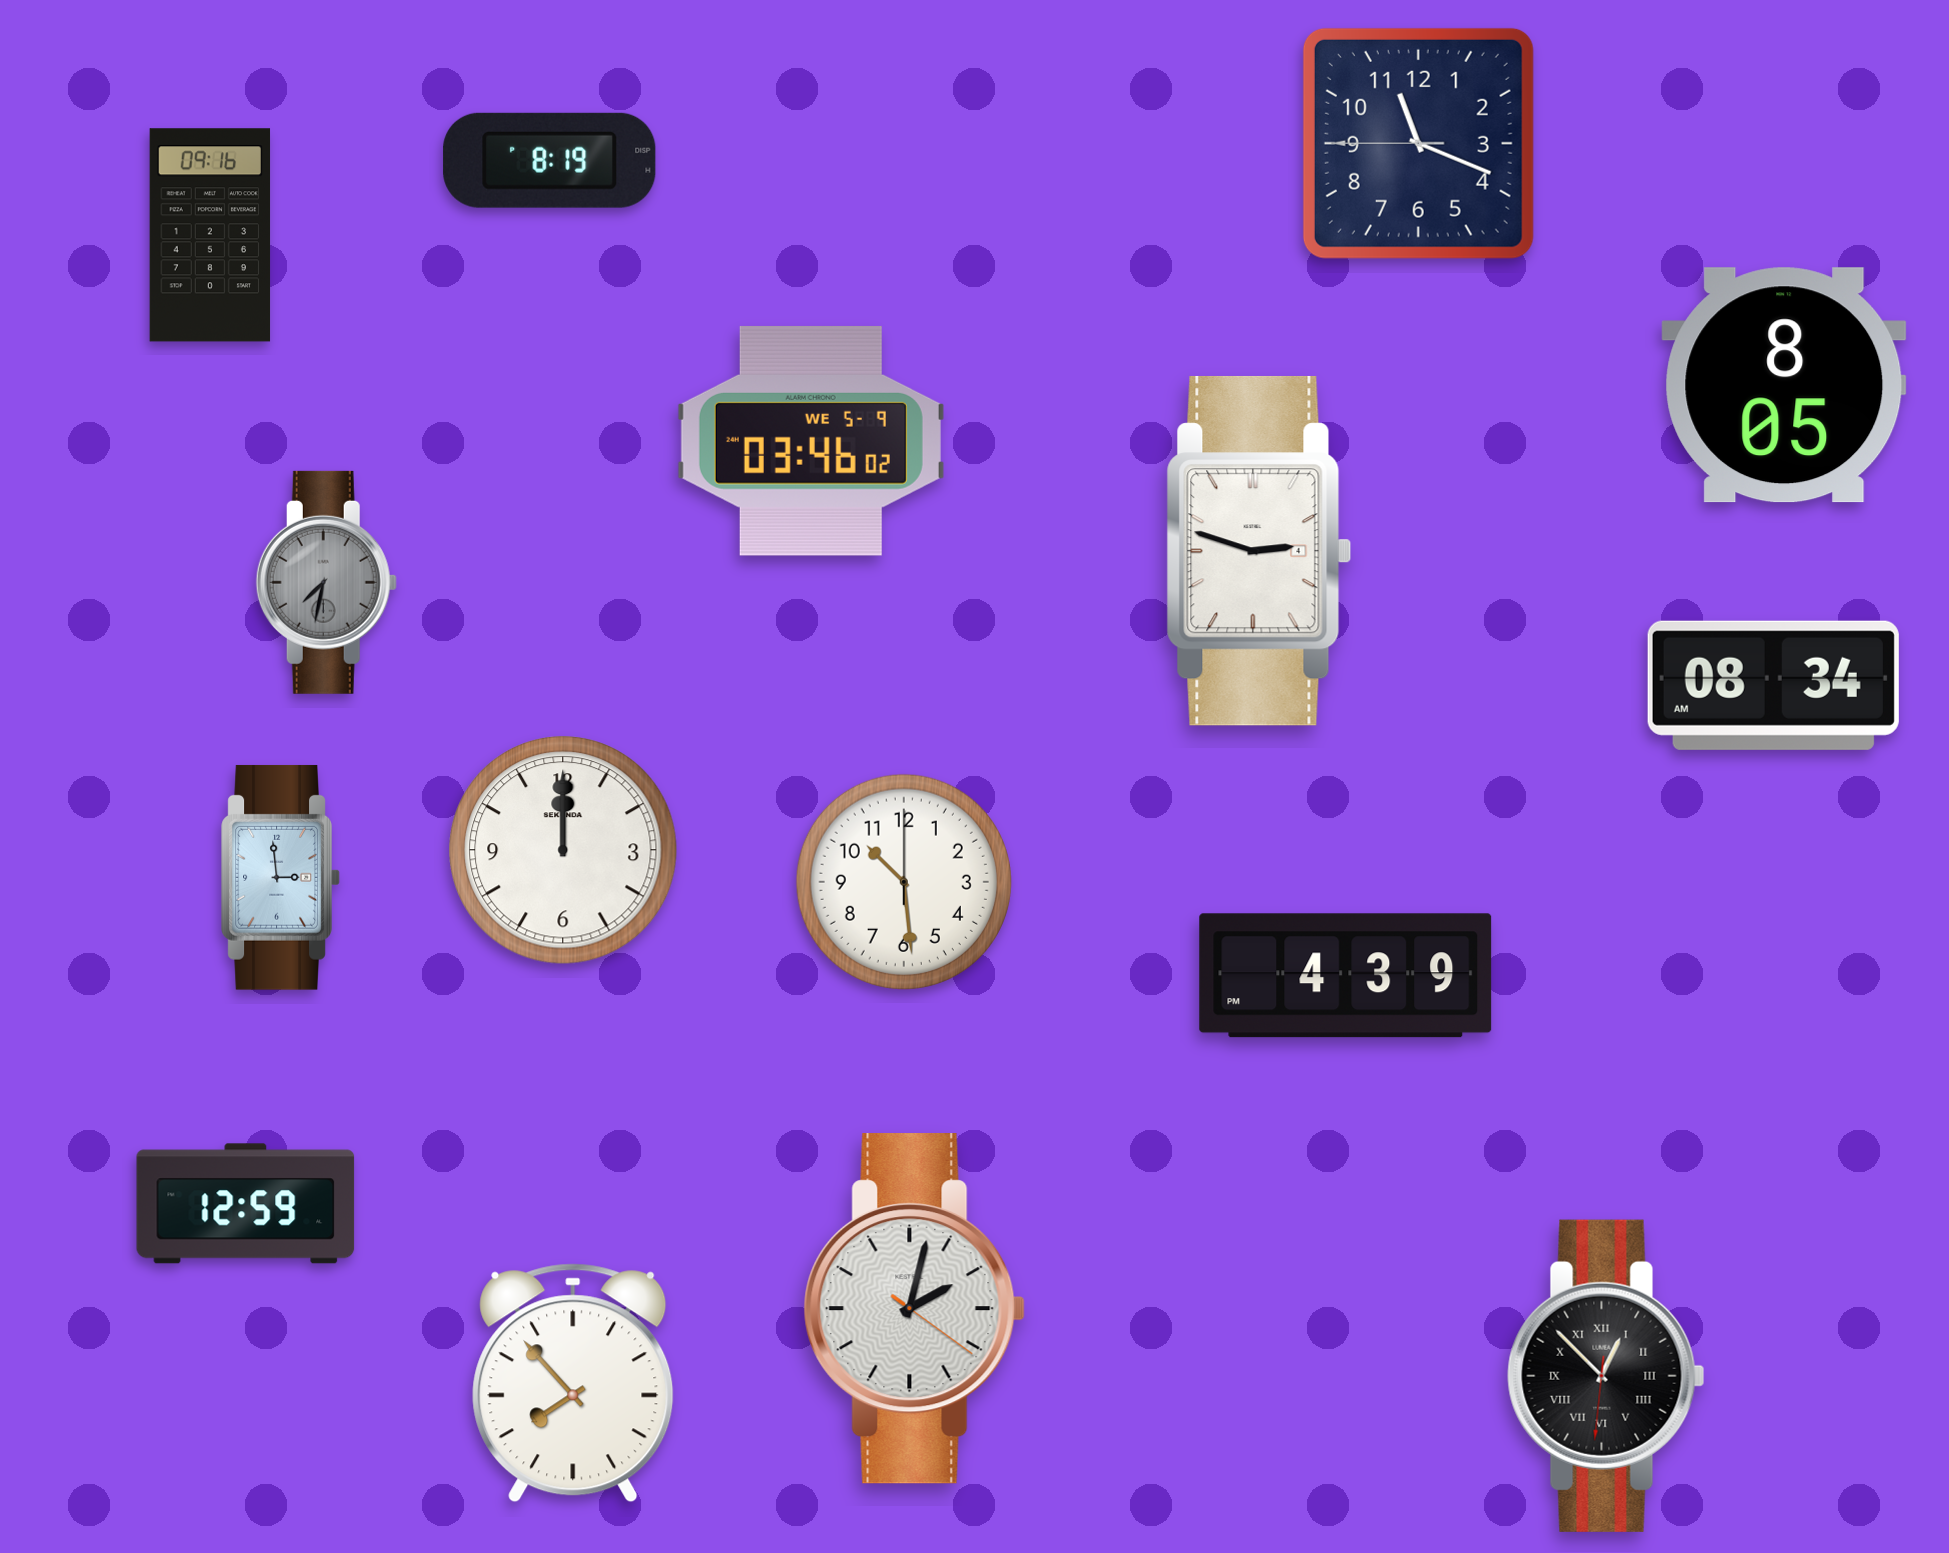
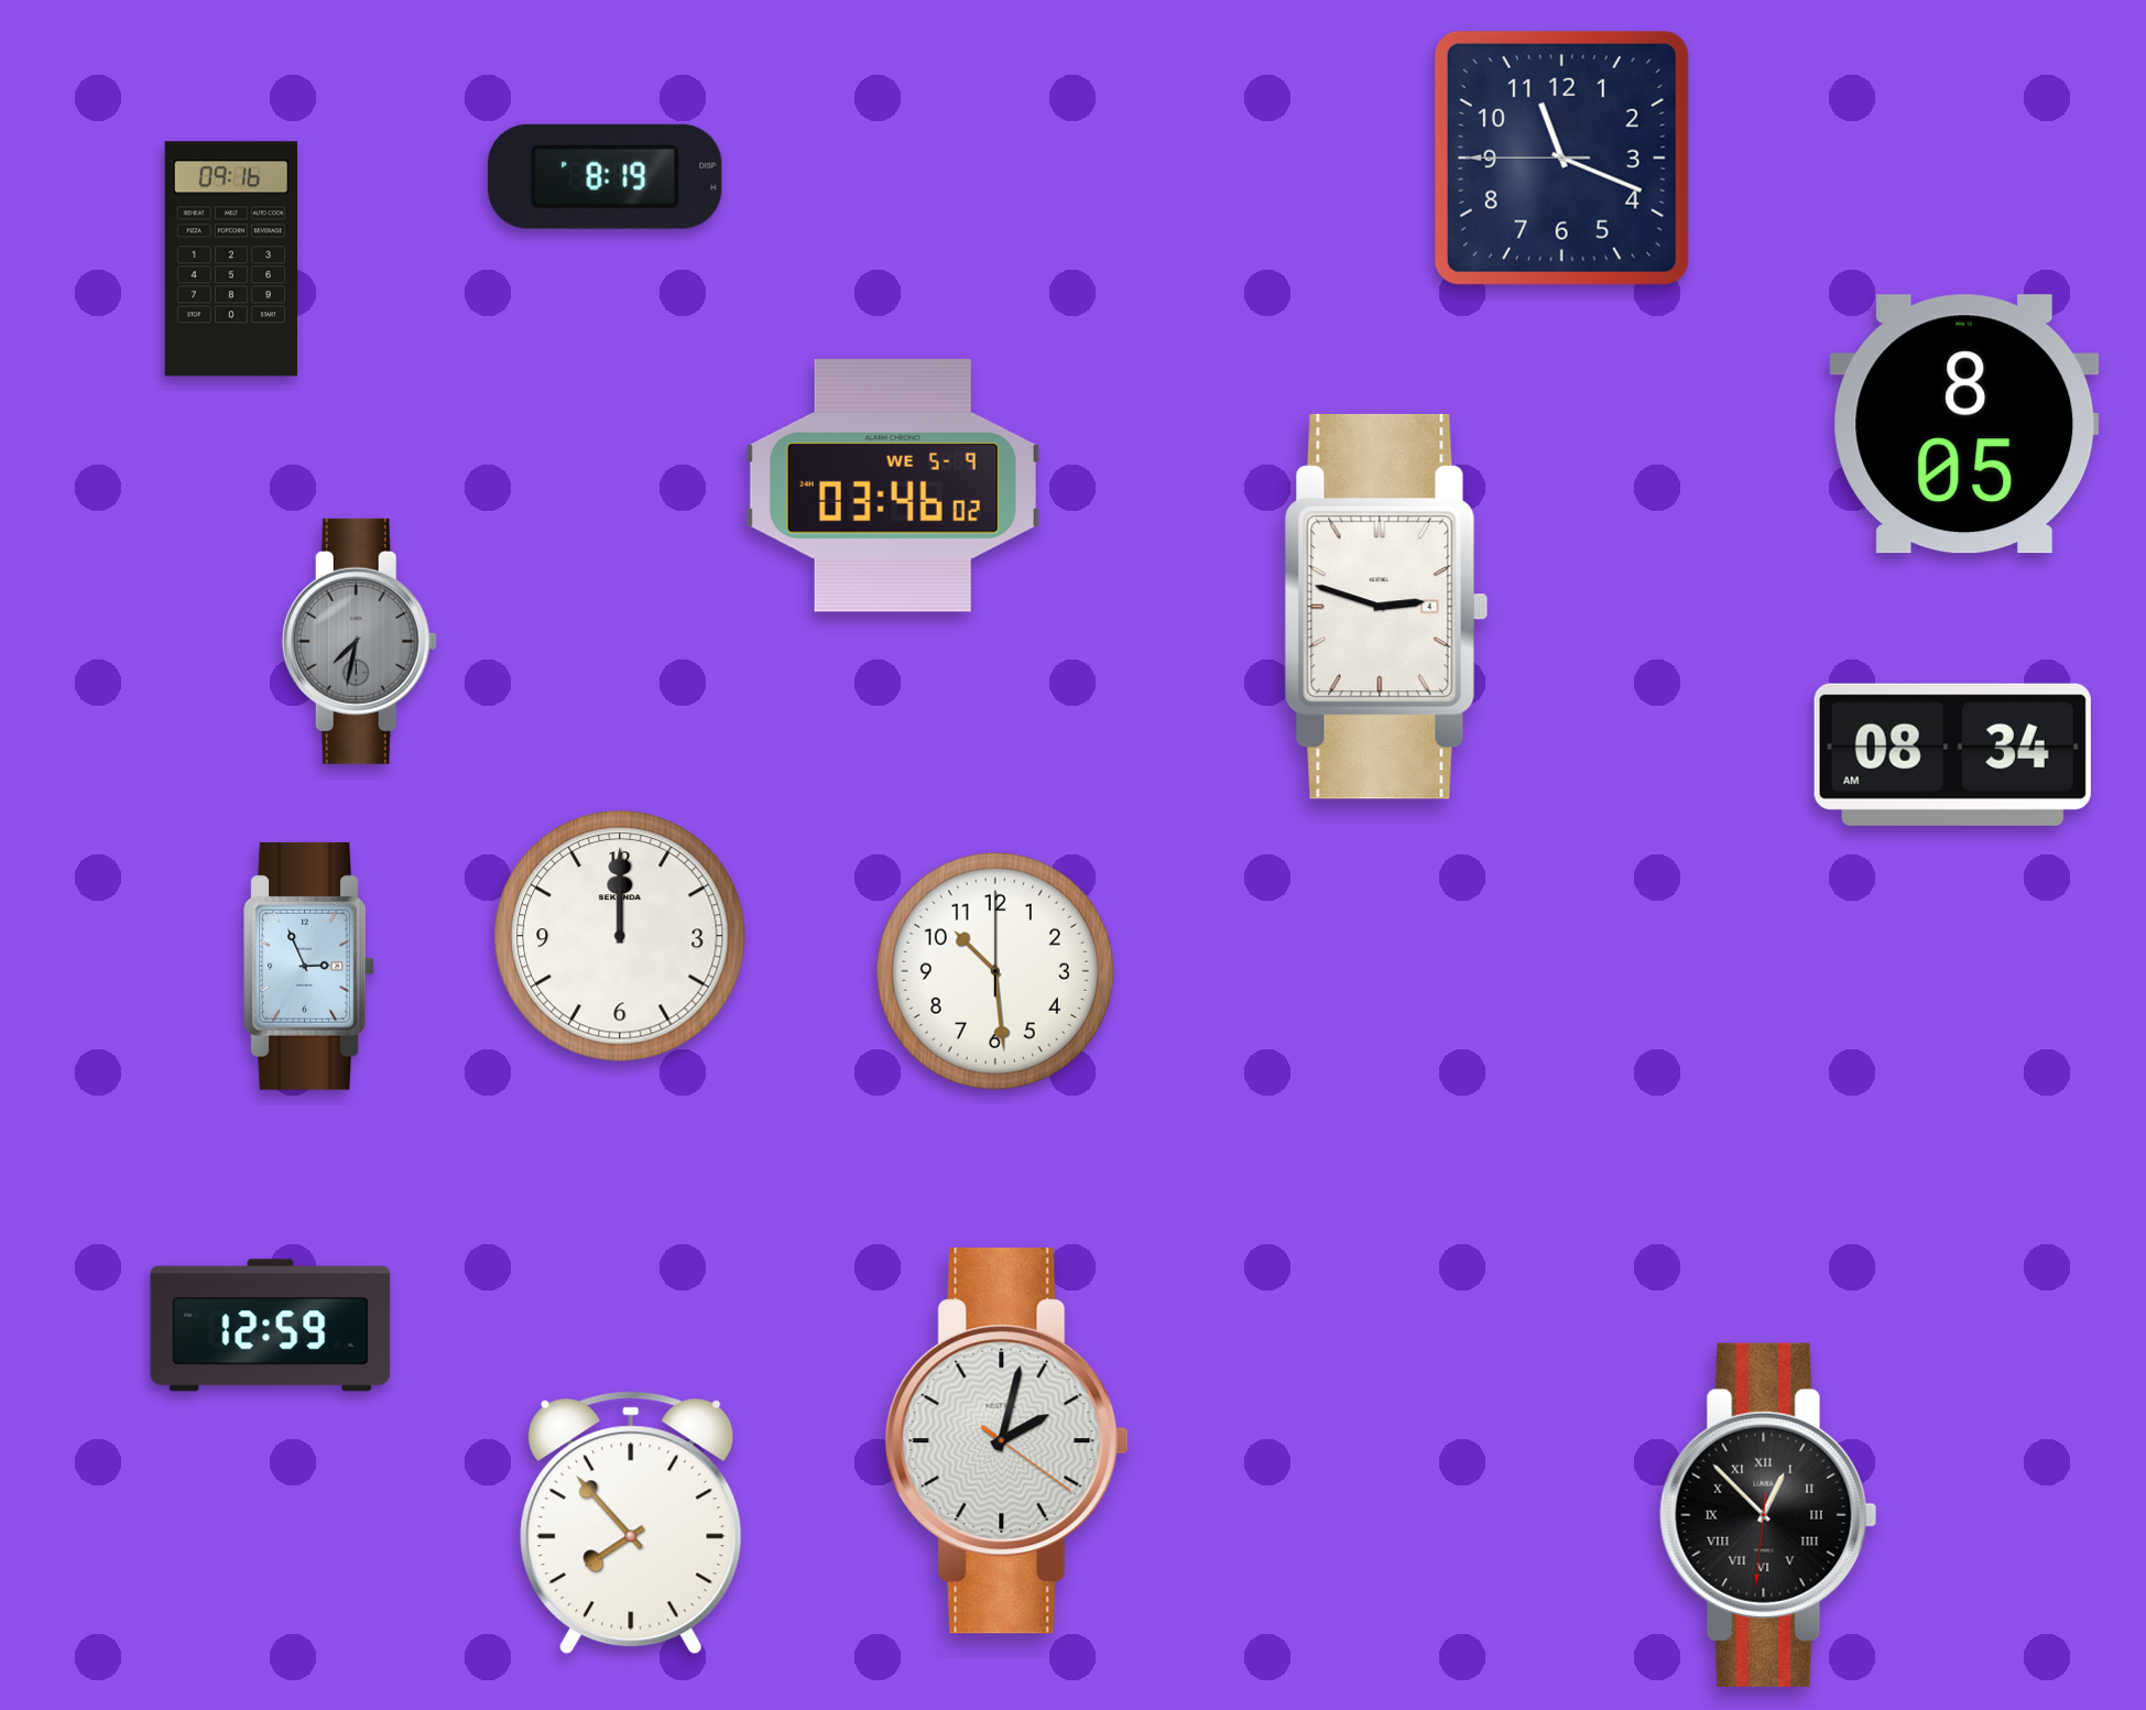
clock at (281, 877): 2:59 -> 2:56
clock at (1346, 976): 4:39 -> none
